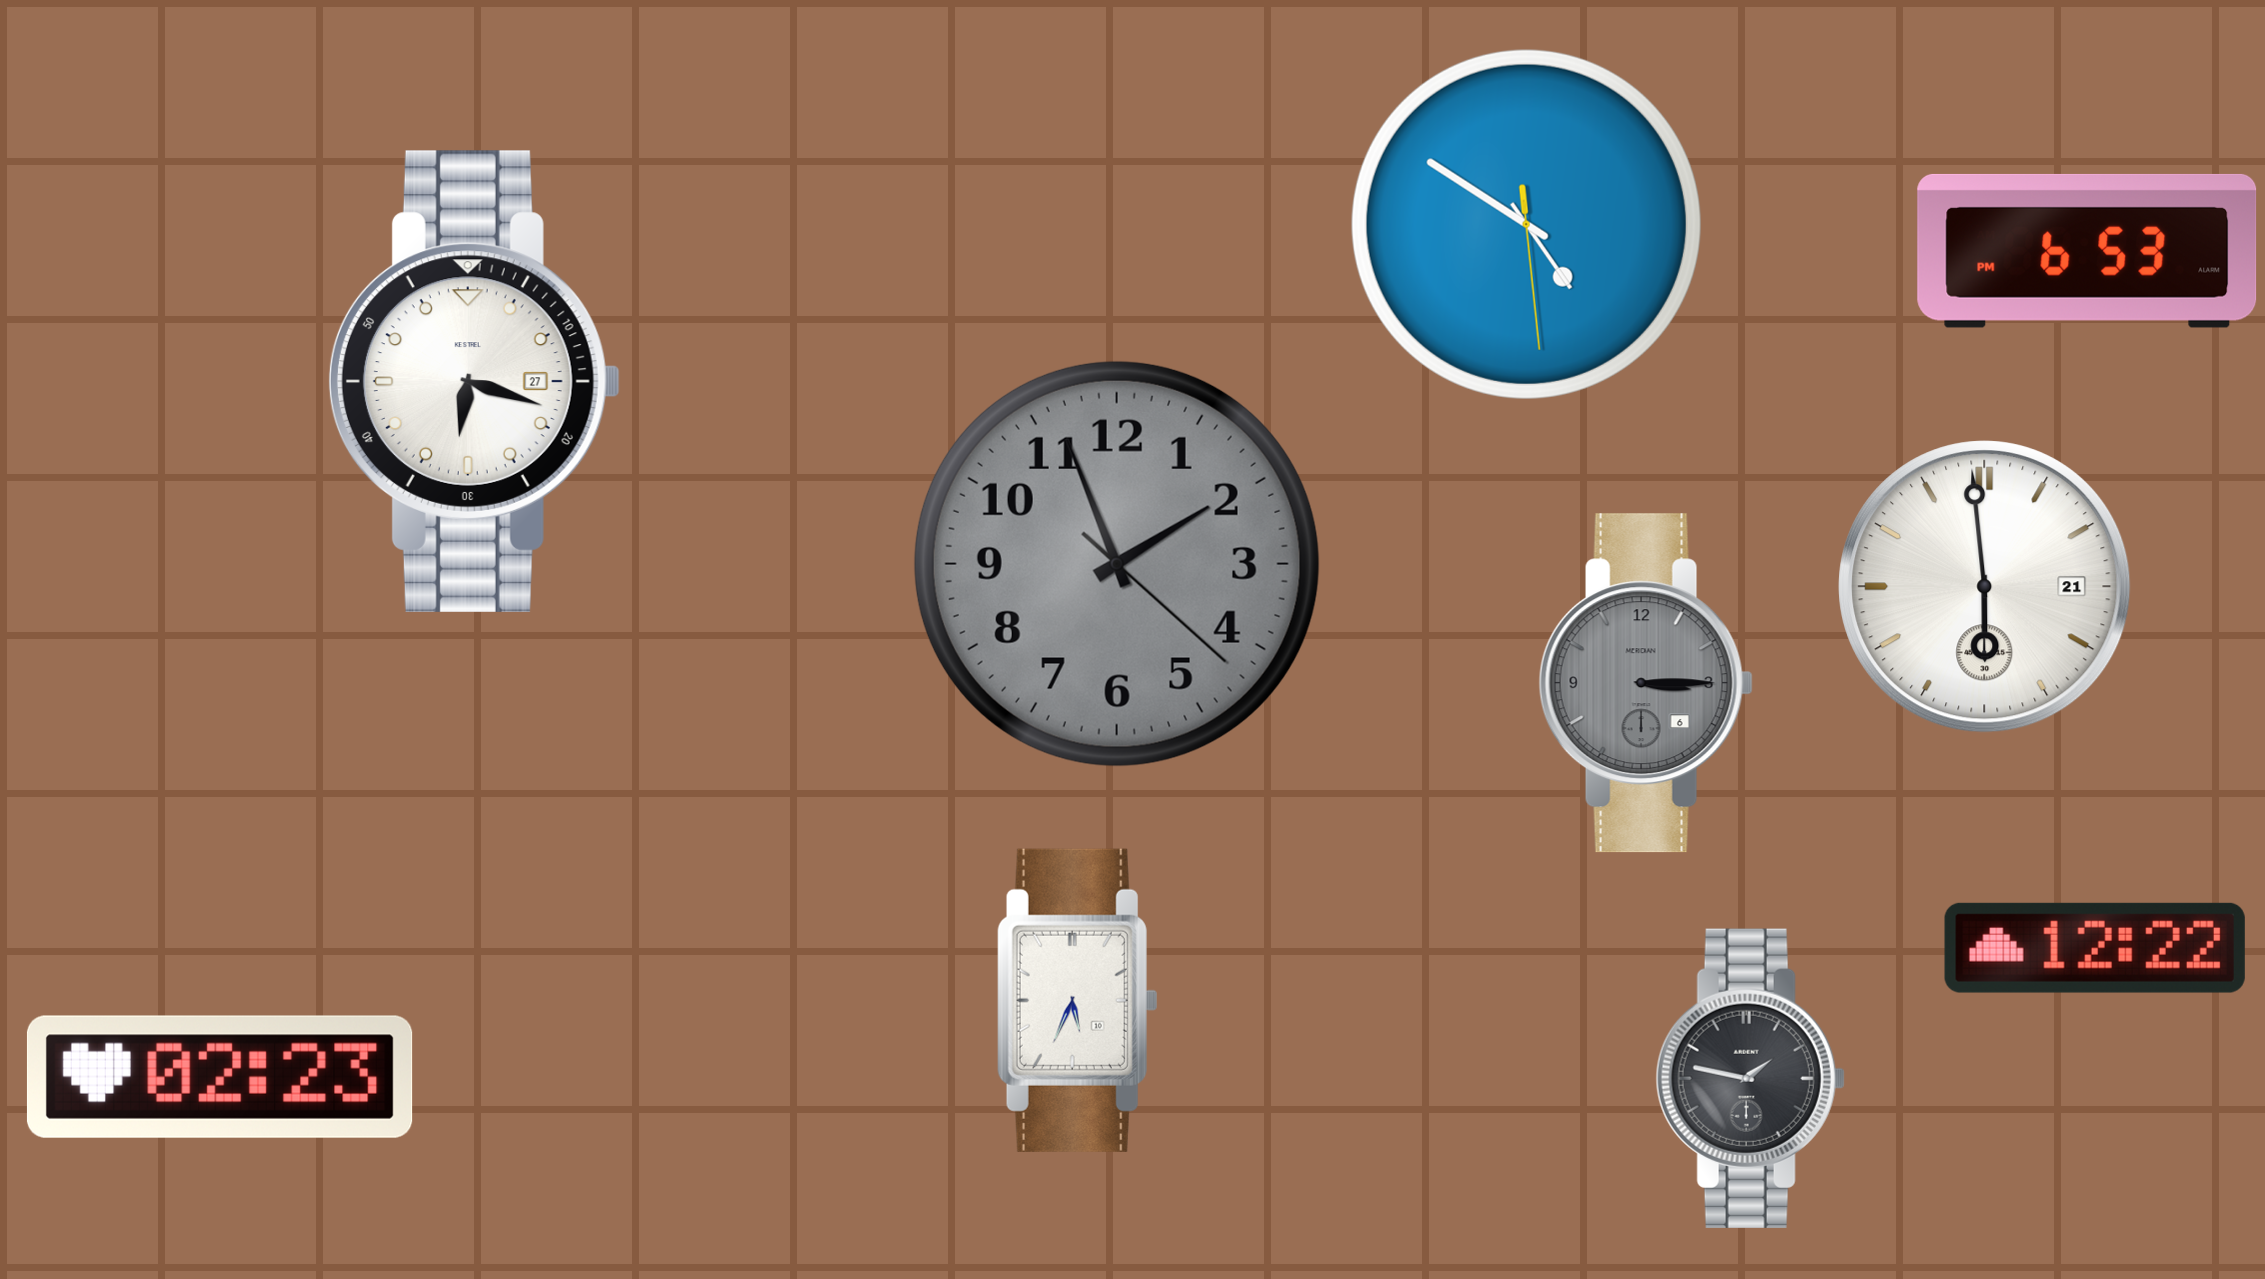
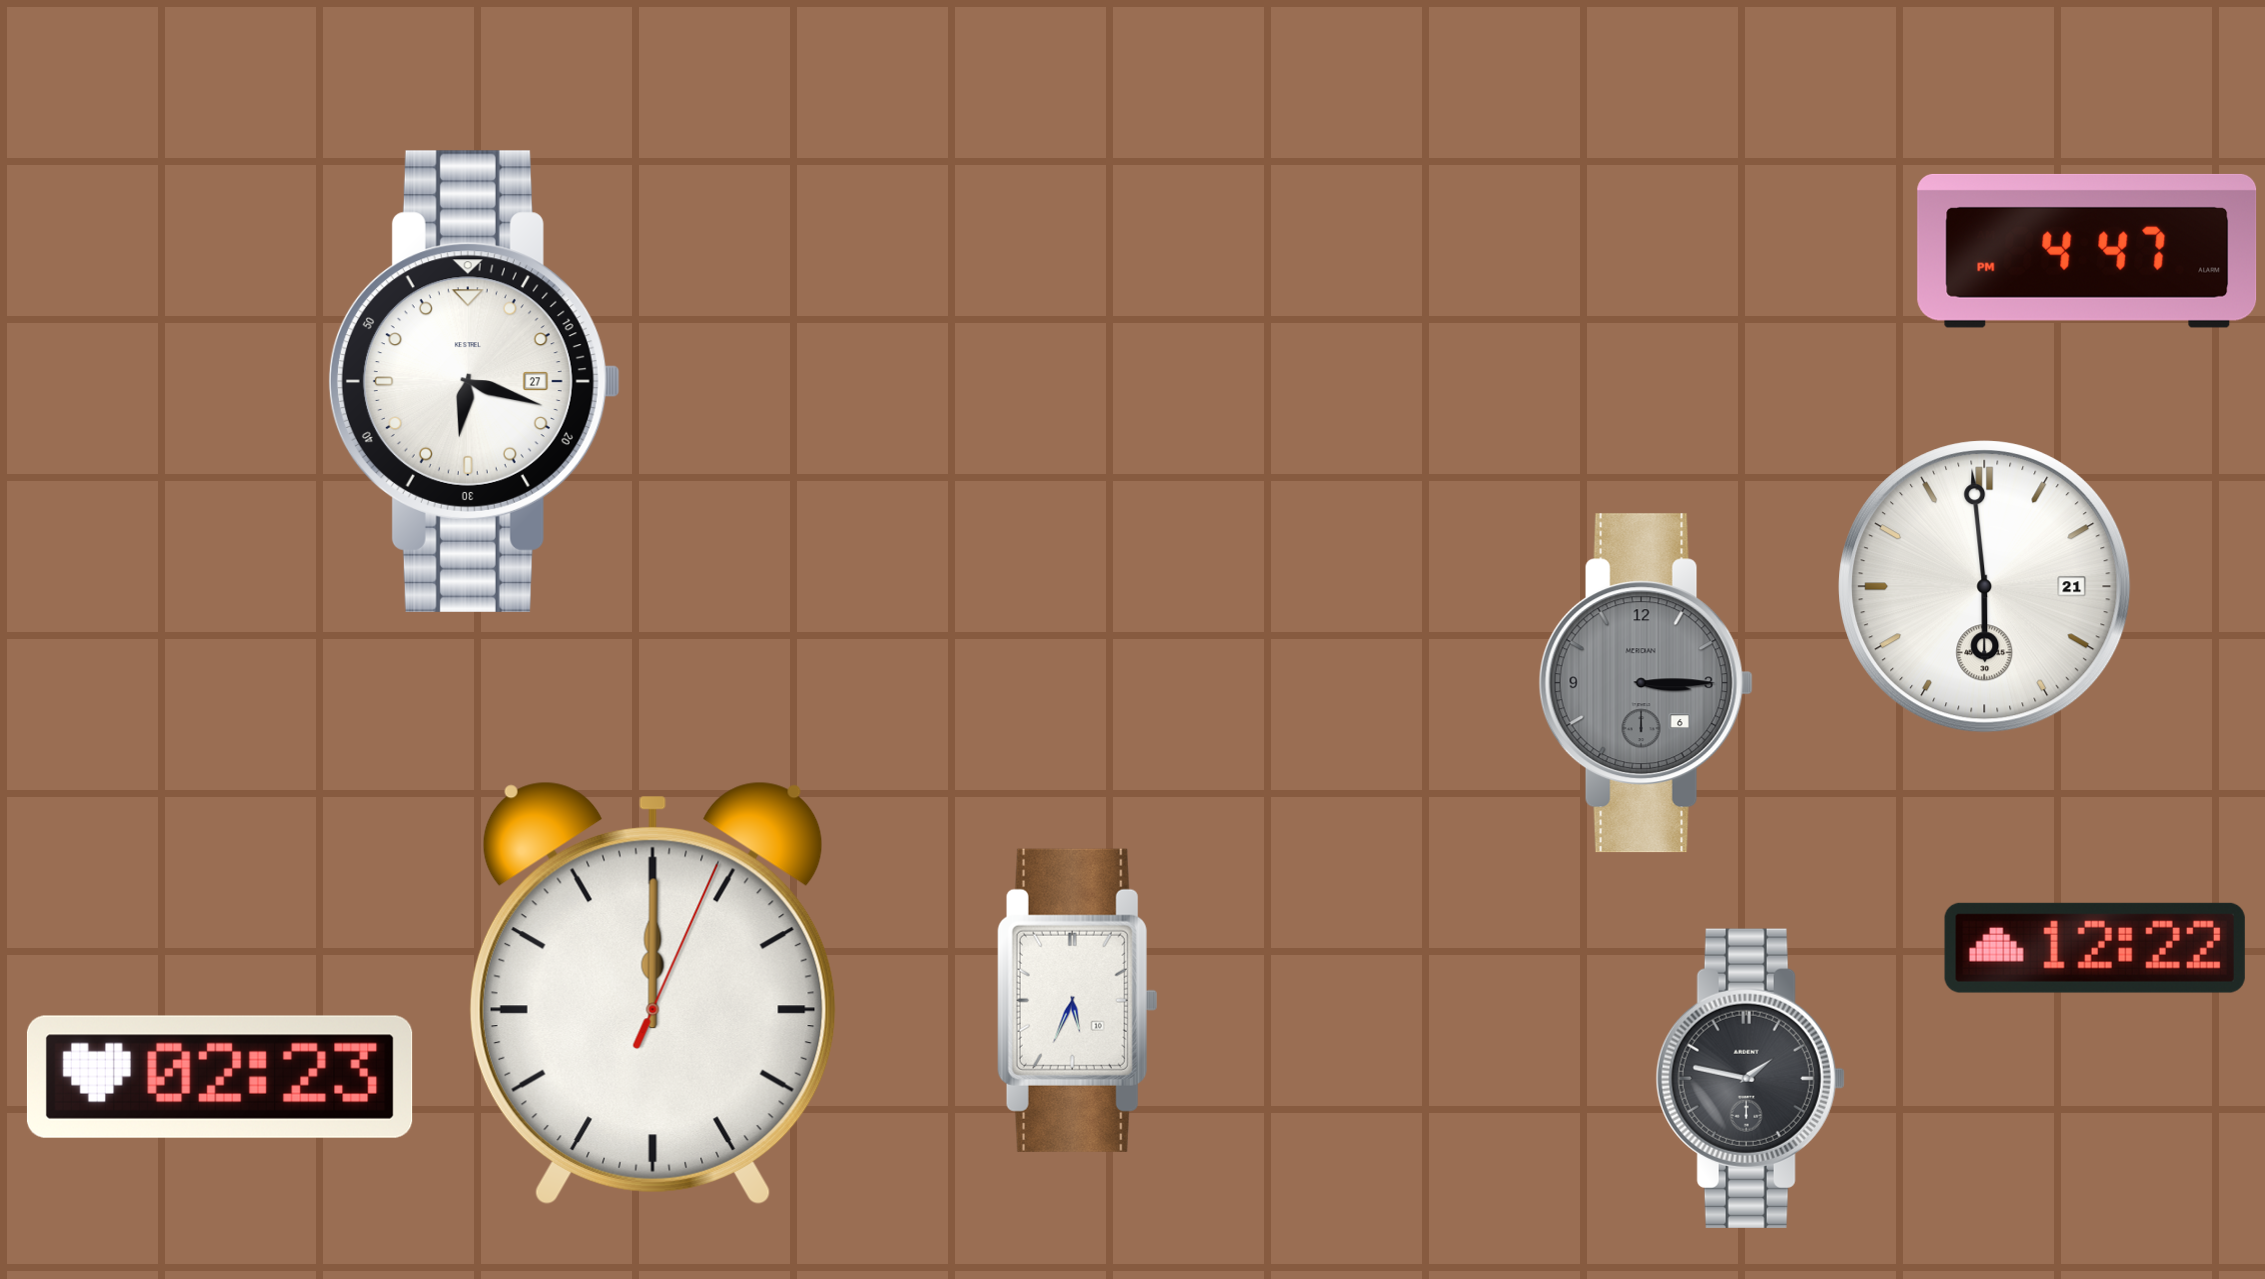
clock at (1526, 224): 4:50 -> none
clock at (2087, 251): 6:53 -> 4:47
clock at (1117, 564): 1:56 -> none
clock at (653, 993): none -> 12:00
